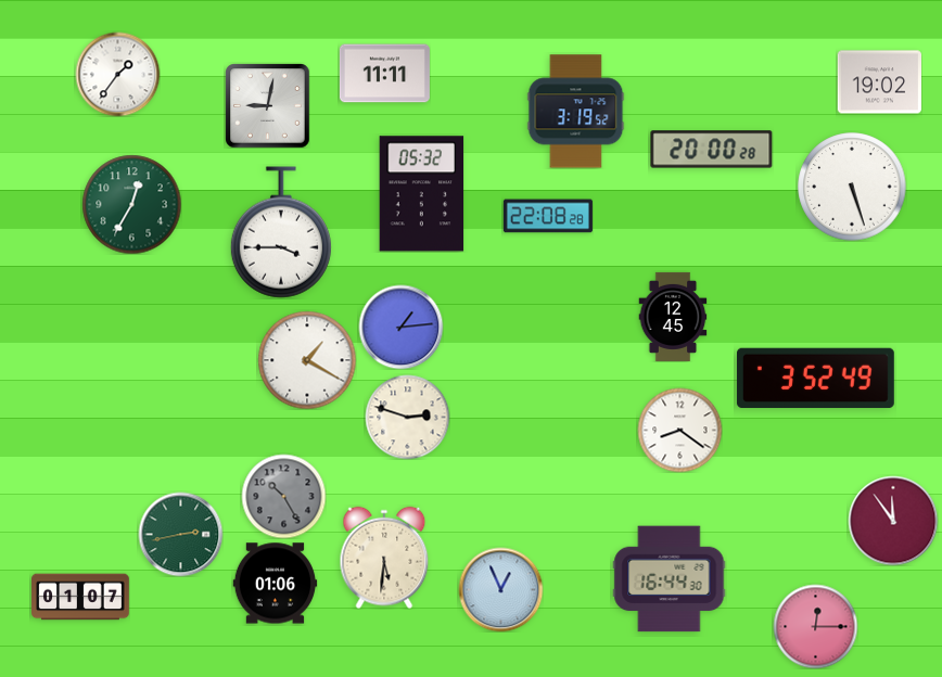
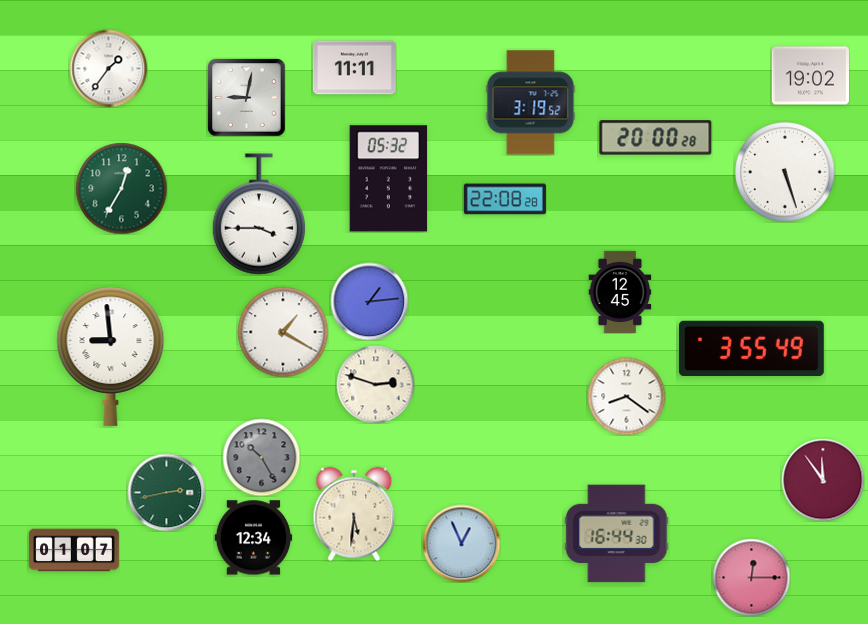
clock at (815, 379): 3:52 -> 3:55
clock at (111, 356): none -> 8:59
clock at (275, 584): 01:06 -> 12:34
